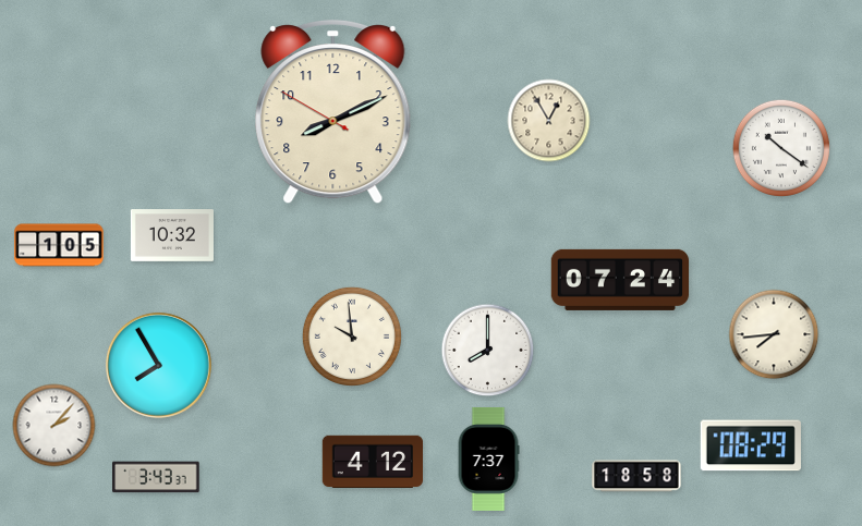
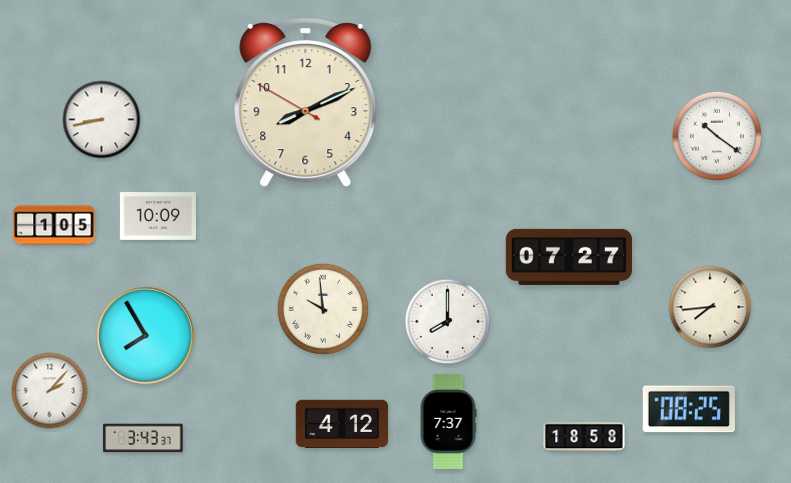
clock at (549, 121): 12:55 -> none
clock at (102, 120): none -> 8:43
clock at (172, 236): 10:32 -> 10:09
clock at (620, 280): 07:24 -> 07:27
clock at (751, 445): 08:29 -> 08:25
